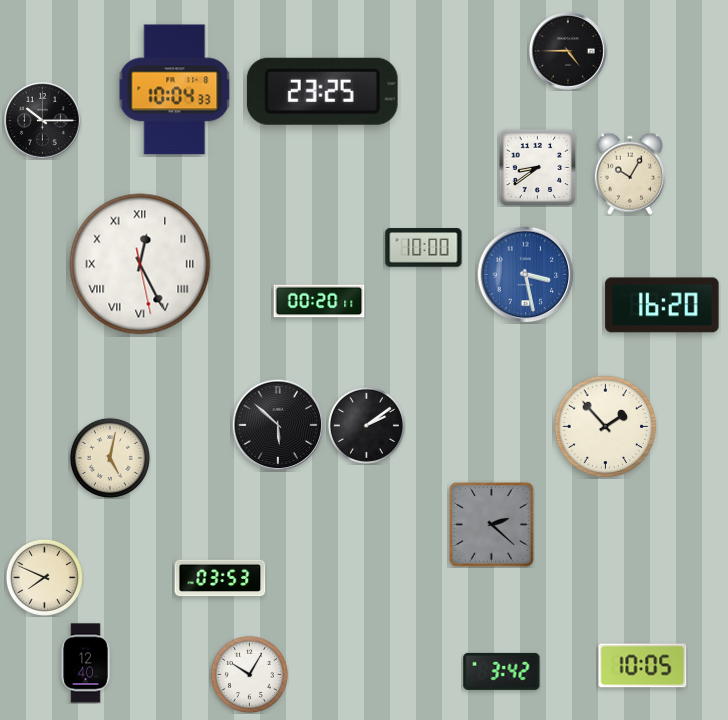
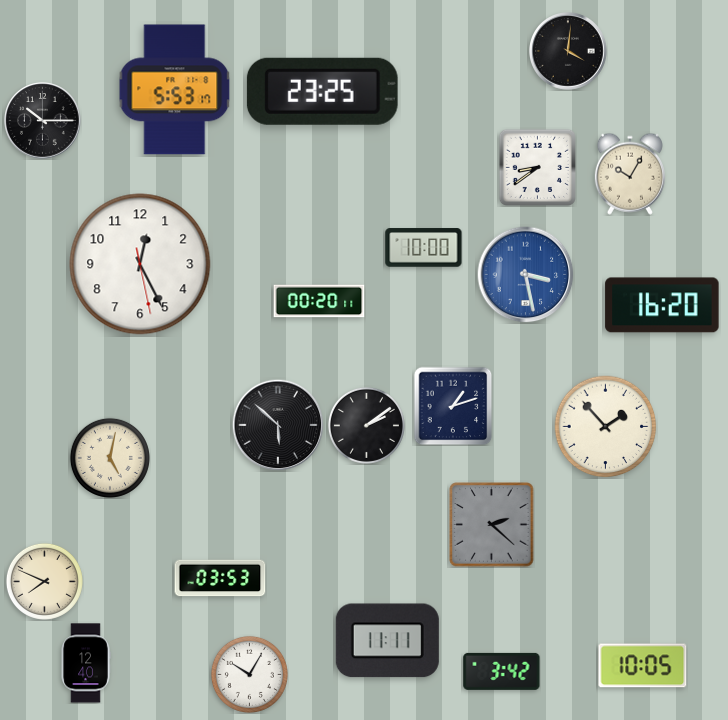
clock at (569, 52): 4:45 -> 4:01
clock at (175, 90): 10:04 -> 5:53
clock at (140, 264) numerals: Roman -> Arabic
clock at (453, 406): none -> 1:12
clock at (44, 577) position: (44, 577) -> (44, 581)
clock at (387, 641): none -> 11:11
